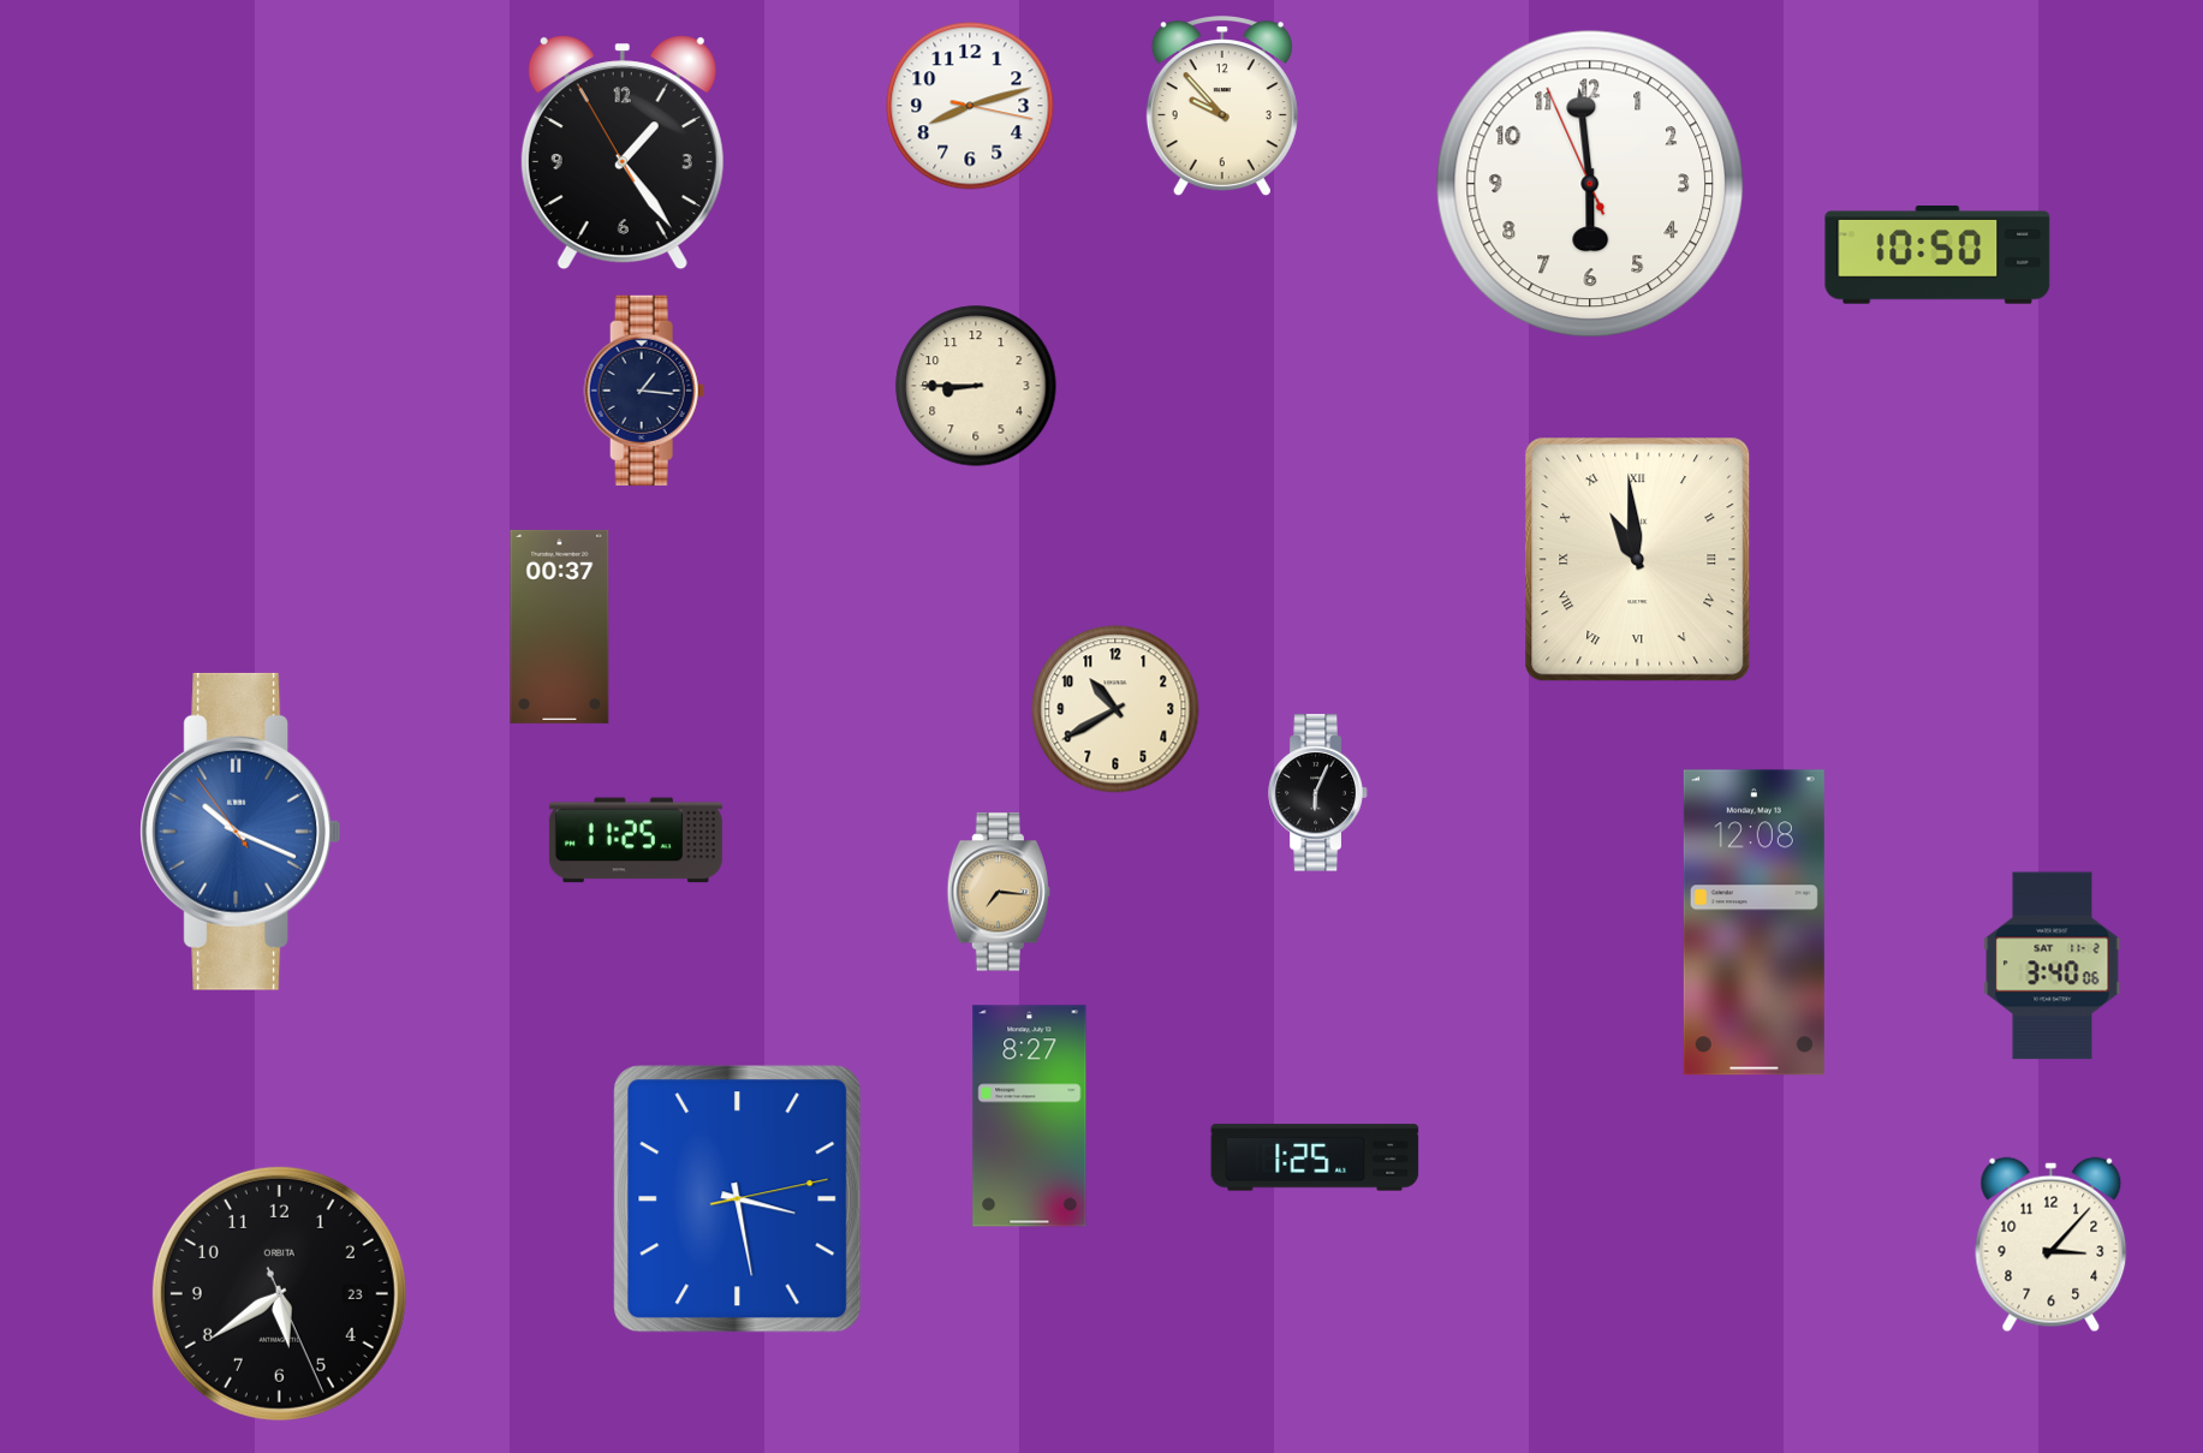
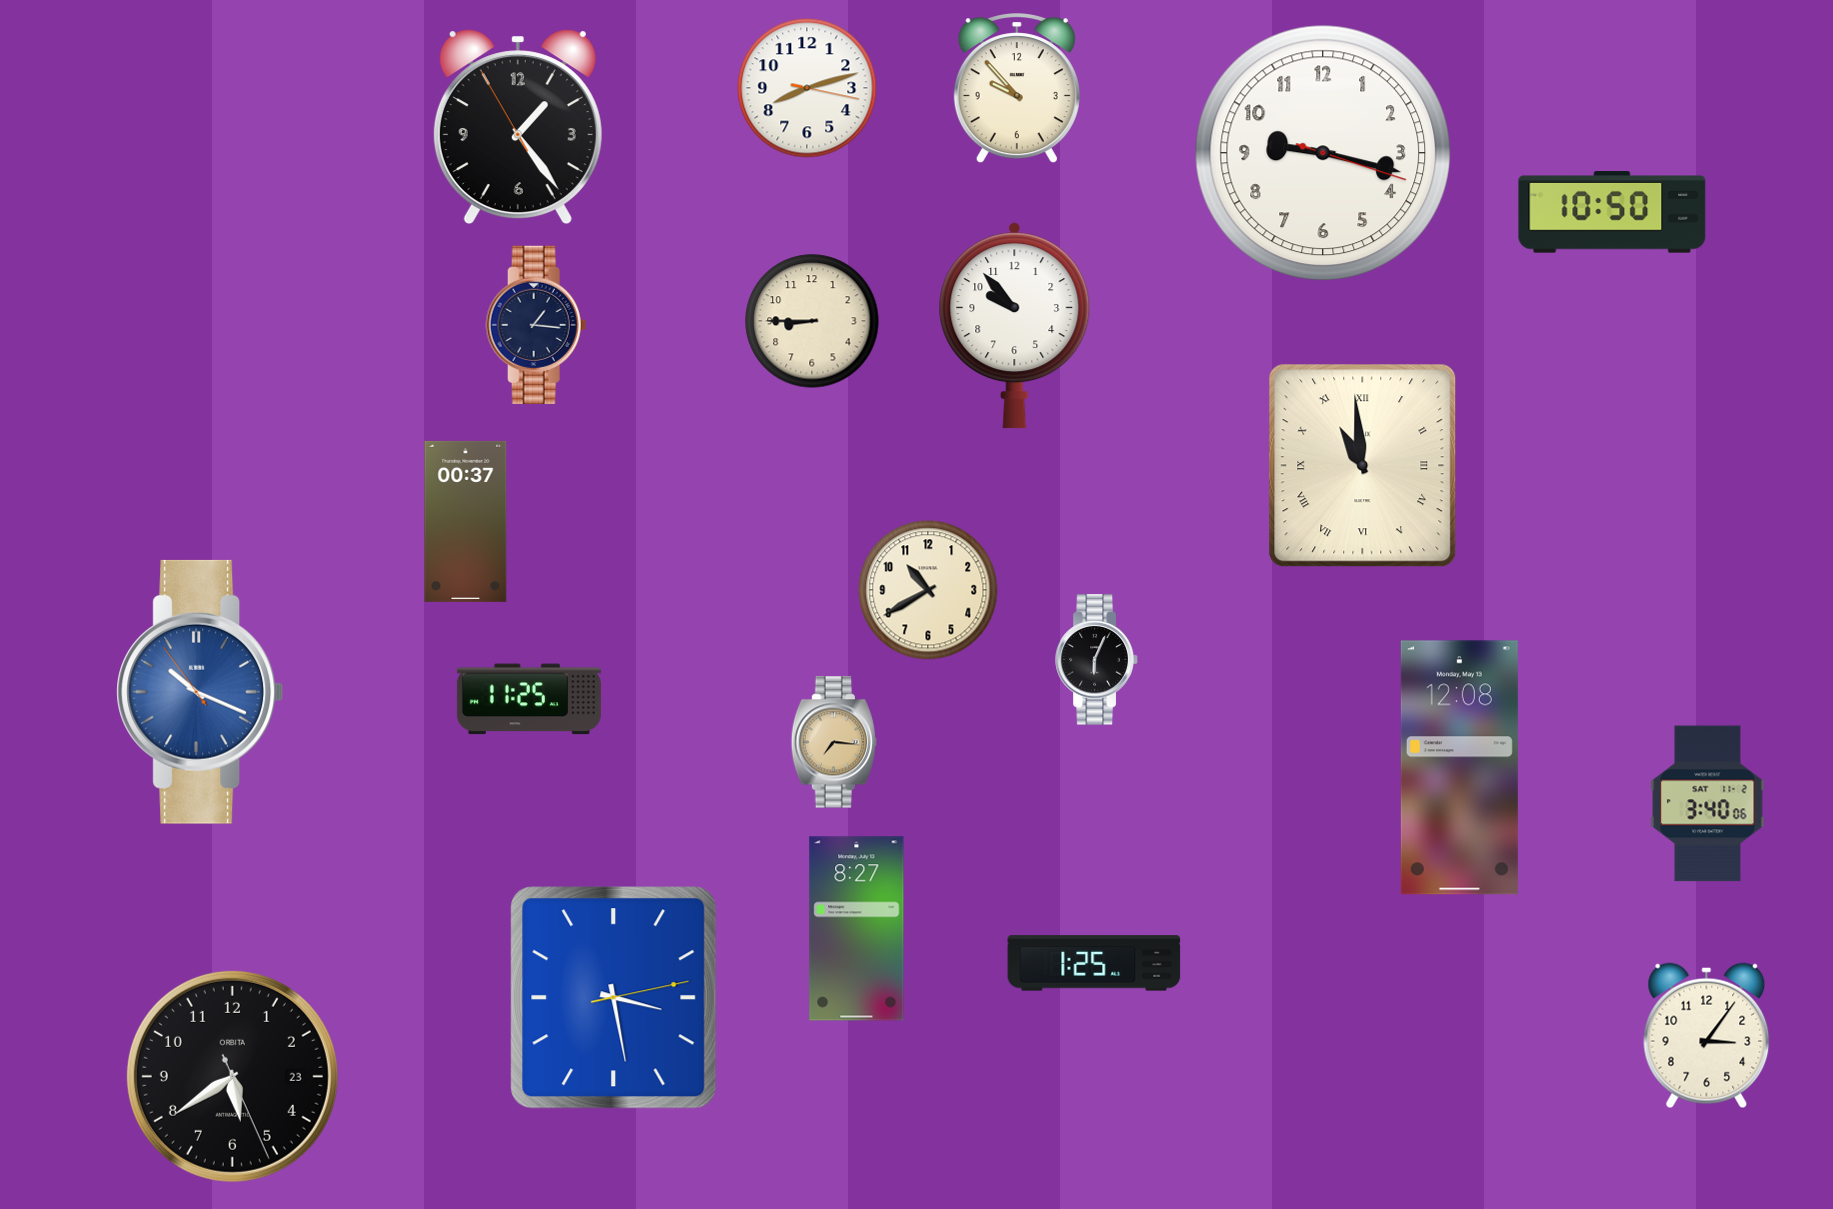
clock at (1590, 184): 5:58 -> 9:17
clock at (1015, 326): none -> 9:53
clock at (998, 892) position: (998, 892) -> (833, 742)
clock at (2052, 1245): 3:07 -> 3:06
